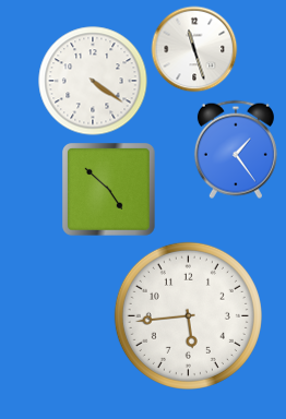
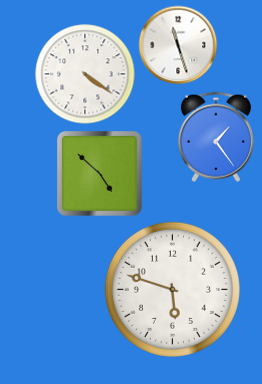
clock at (188, 315): 5:44 -> 5:48
